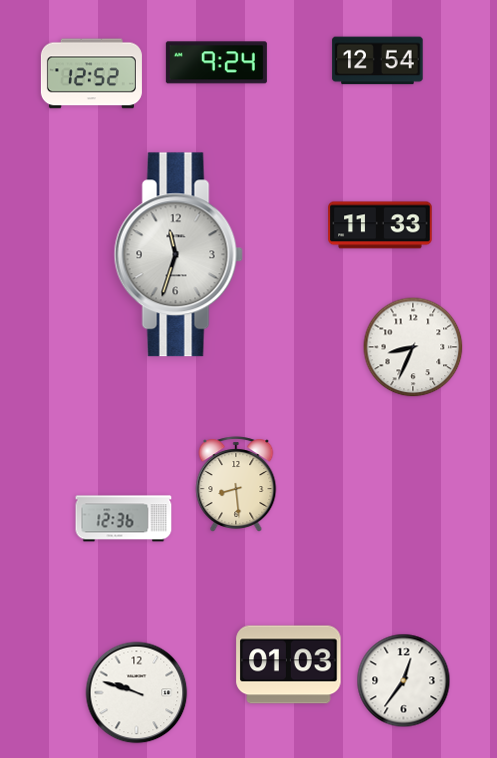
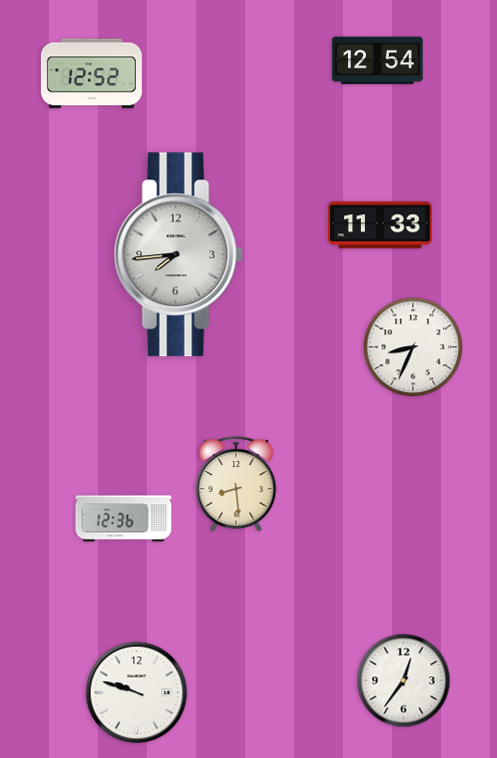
clock at (216, 63): 9:24 -> none
clock at (178, 255): 11:33 -> 7:44
clock at (289, 665): 01:03 -> none
